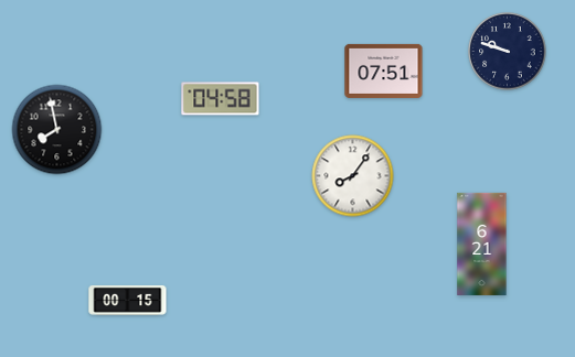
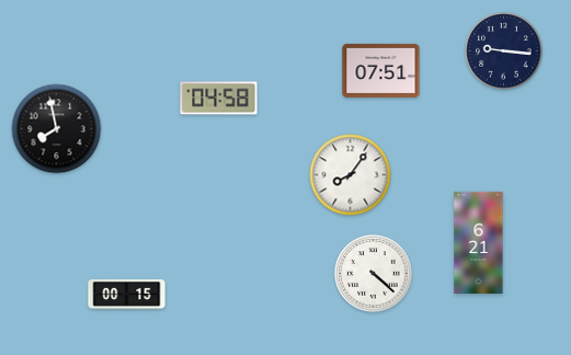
clock at (508, 52): 9:48 -> 9:16
clock at (374, 274): none -> 4:22
clock at (128, 300) position: (128, 300) -> (127, 294)
